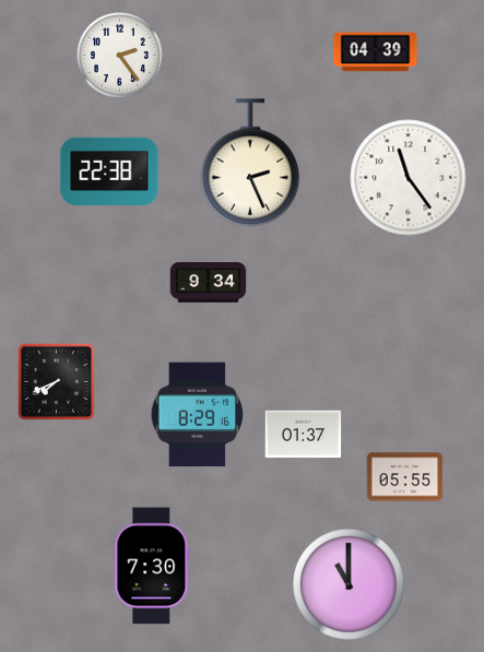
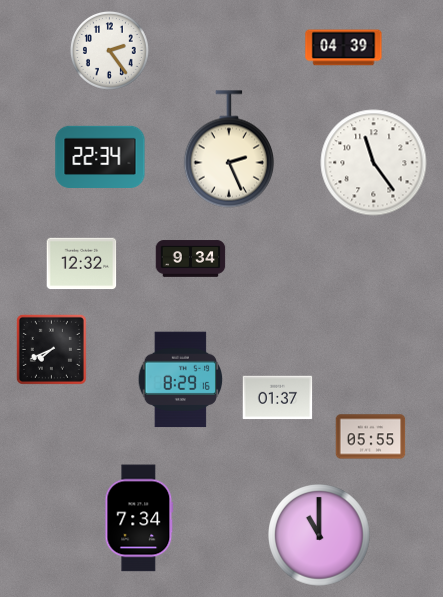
clock at (109, 170): 22:38 -> 22:34
clock at (82, 264): none -> 12:32
clock at (152, 566): 7:30 -> 7:34
